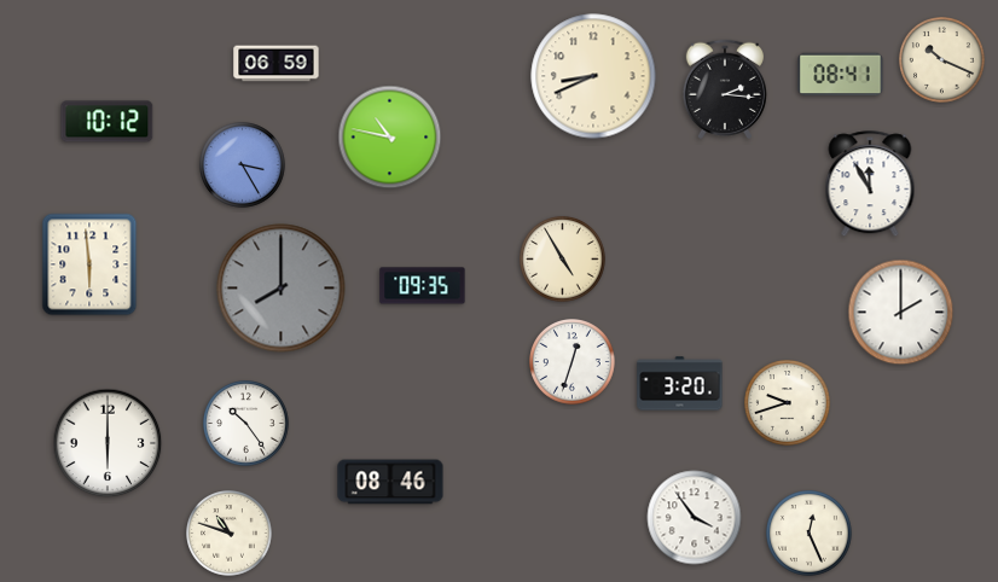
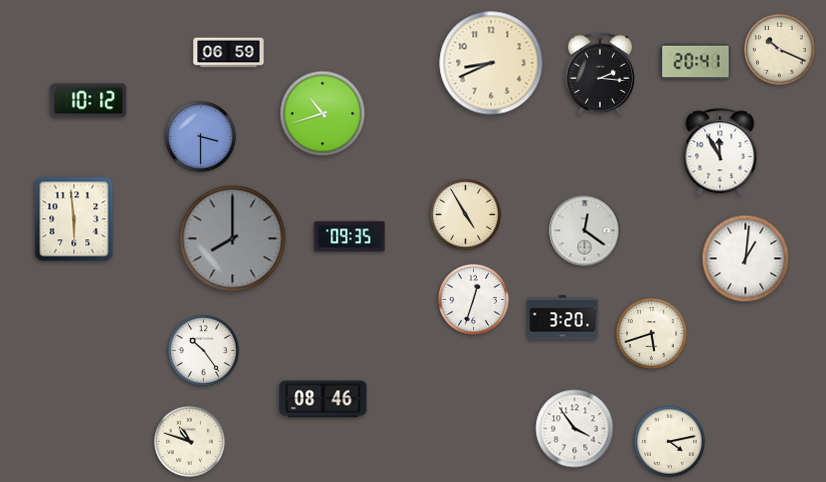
clock at (841, 75): 08:41 -> 20:41
clock at (390, 138): 10:47 -> 10:42
clock at (243, 165): 3:25 -> 3:30
clock at (585, 231): none -> 12:21
clock at (901, 313): 2:00 -> 1:01
clock at (788, 403): 9:42 -> 5:42
clock at (108, 443): 6:00 -> none
clock at (810, 534): 12:26 -> 4:13
